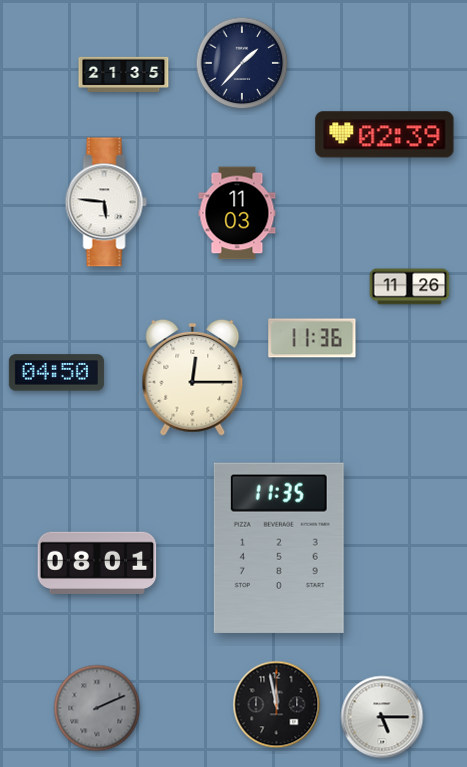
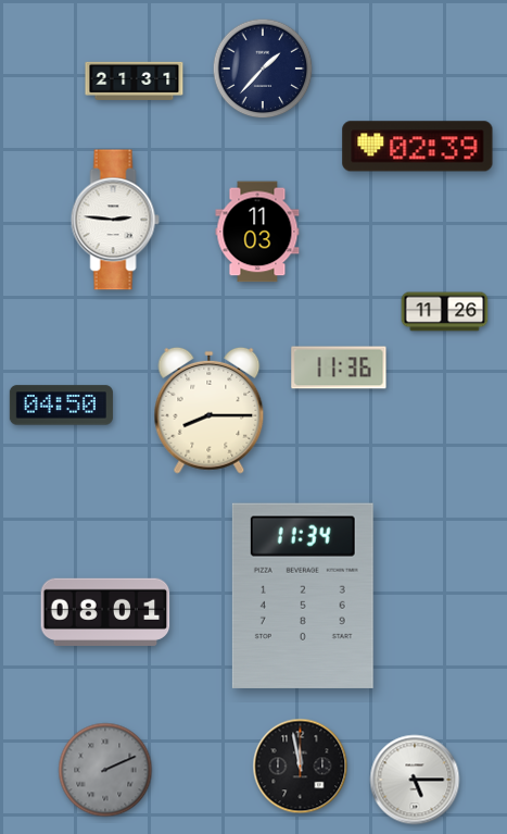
clock at (124, 74): 21:35 -> 21:31
clock at (106, 202): 5:46 -> 2:46
clock at (193, 377): 12:15 -> 8:15
clock at (279, 548): 11:35 -> 11:34
